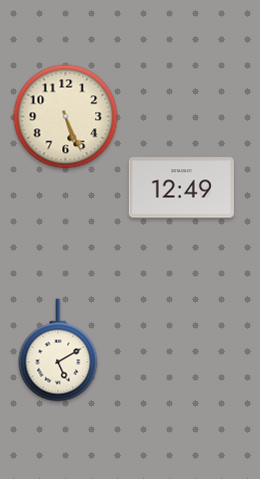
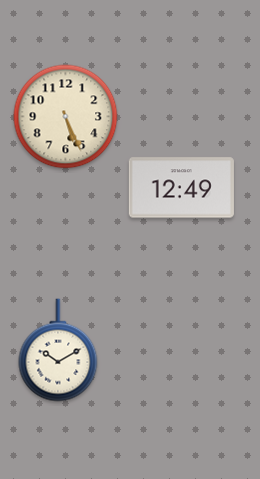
clock at (58, 350): 5:10 -> 10:10
